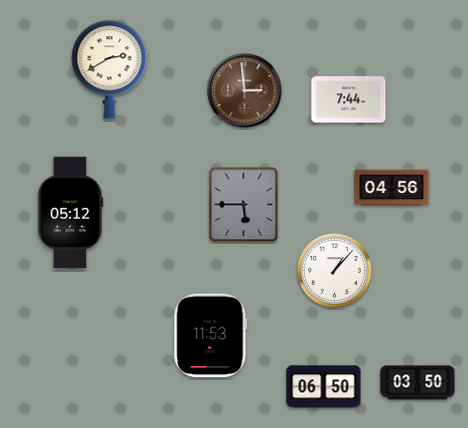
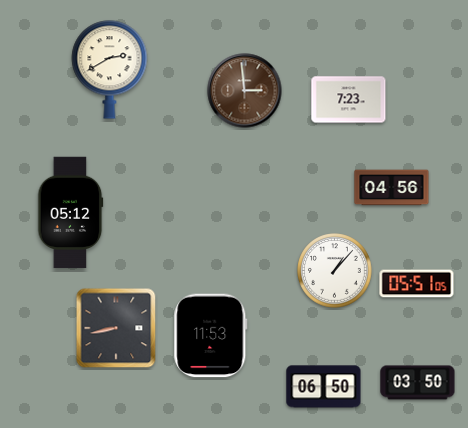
clock at (349, 100): 7:44 -> 7:23
clock at (244, 205): 5:45 -> none
clock at (417, 284): none -> 05:51
clock at (116, 328): none -> 8:43
